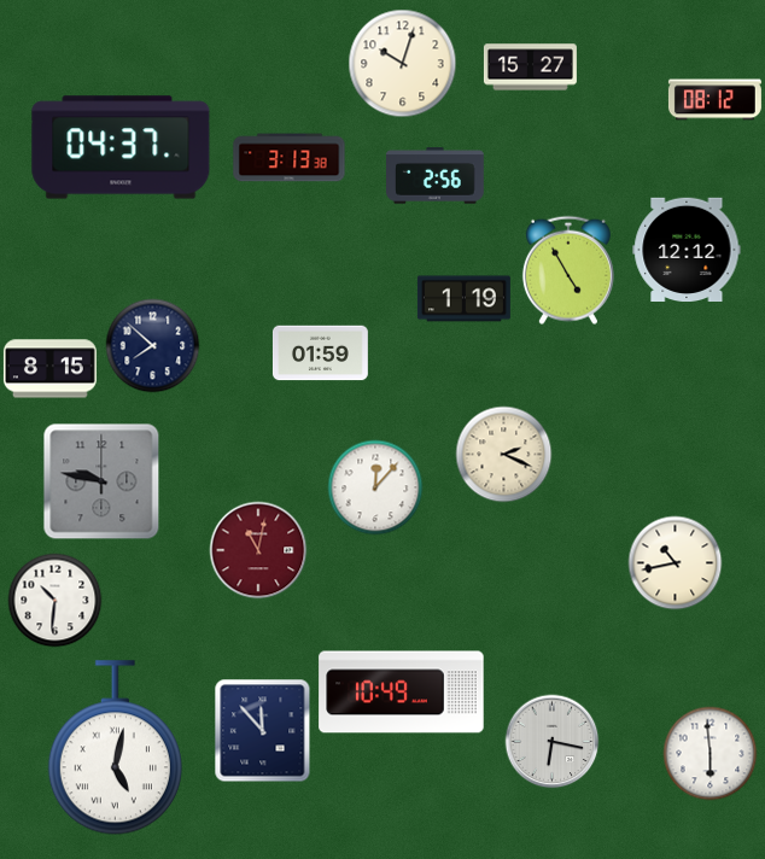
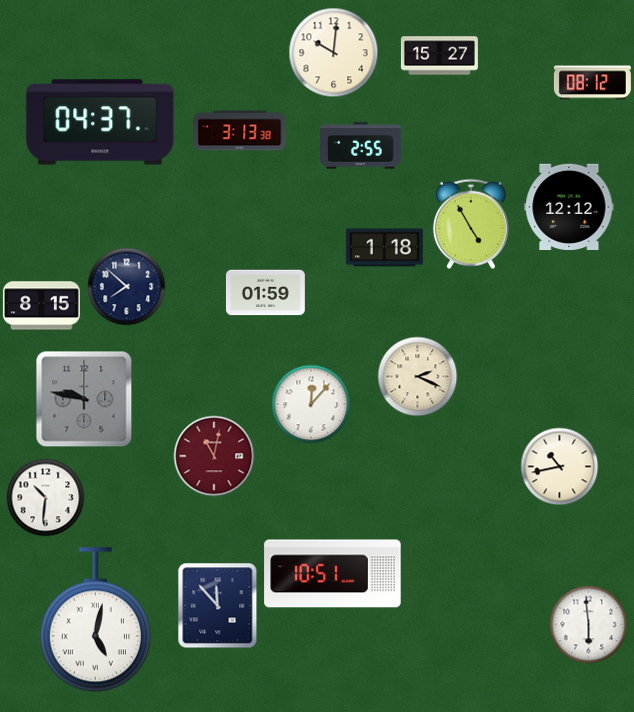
clock at (402, 63): 10:03 -> 10:01
clock at (436, 176): 2:56 -> 2:55
clock at (463, 299): 1:19 -> 1:18
clock at (402, 693): 10:49 -> 10:51
clock at (551, 741): 6:17 -> none
